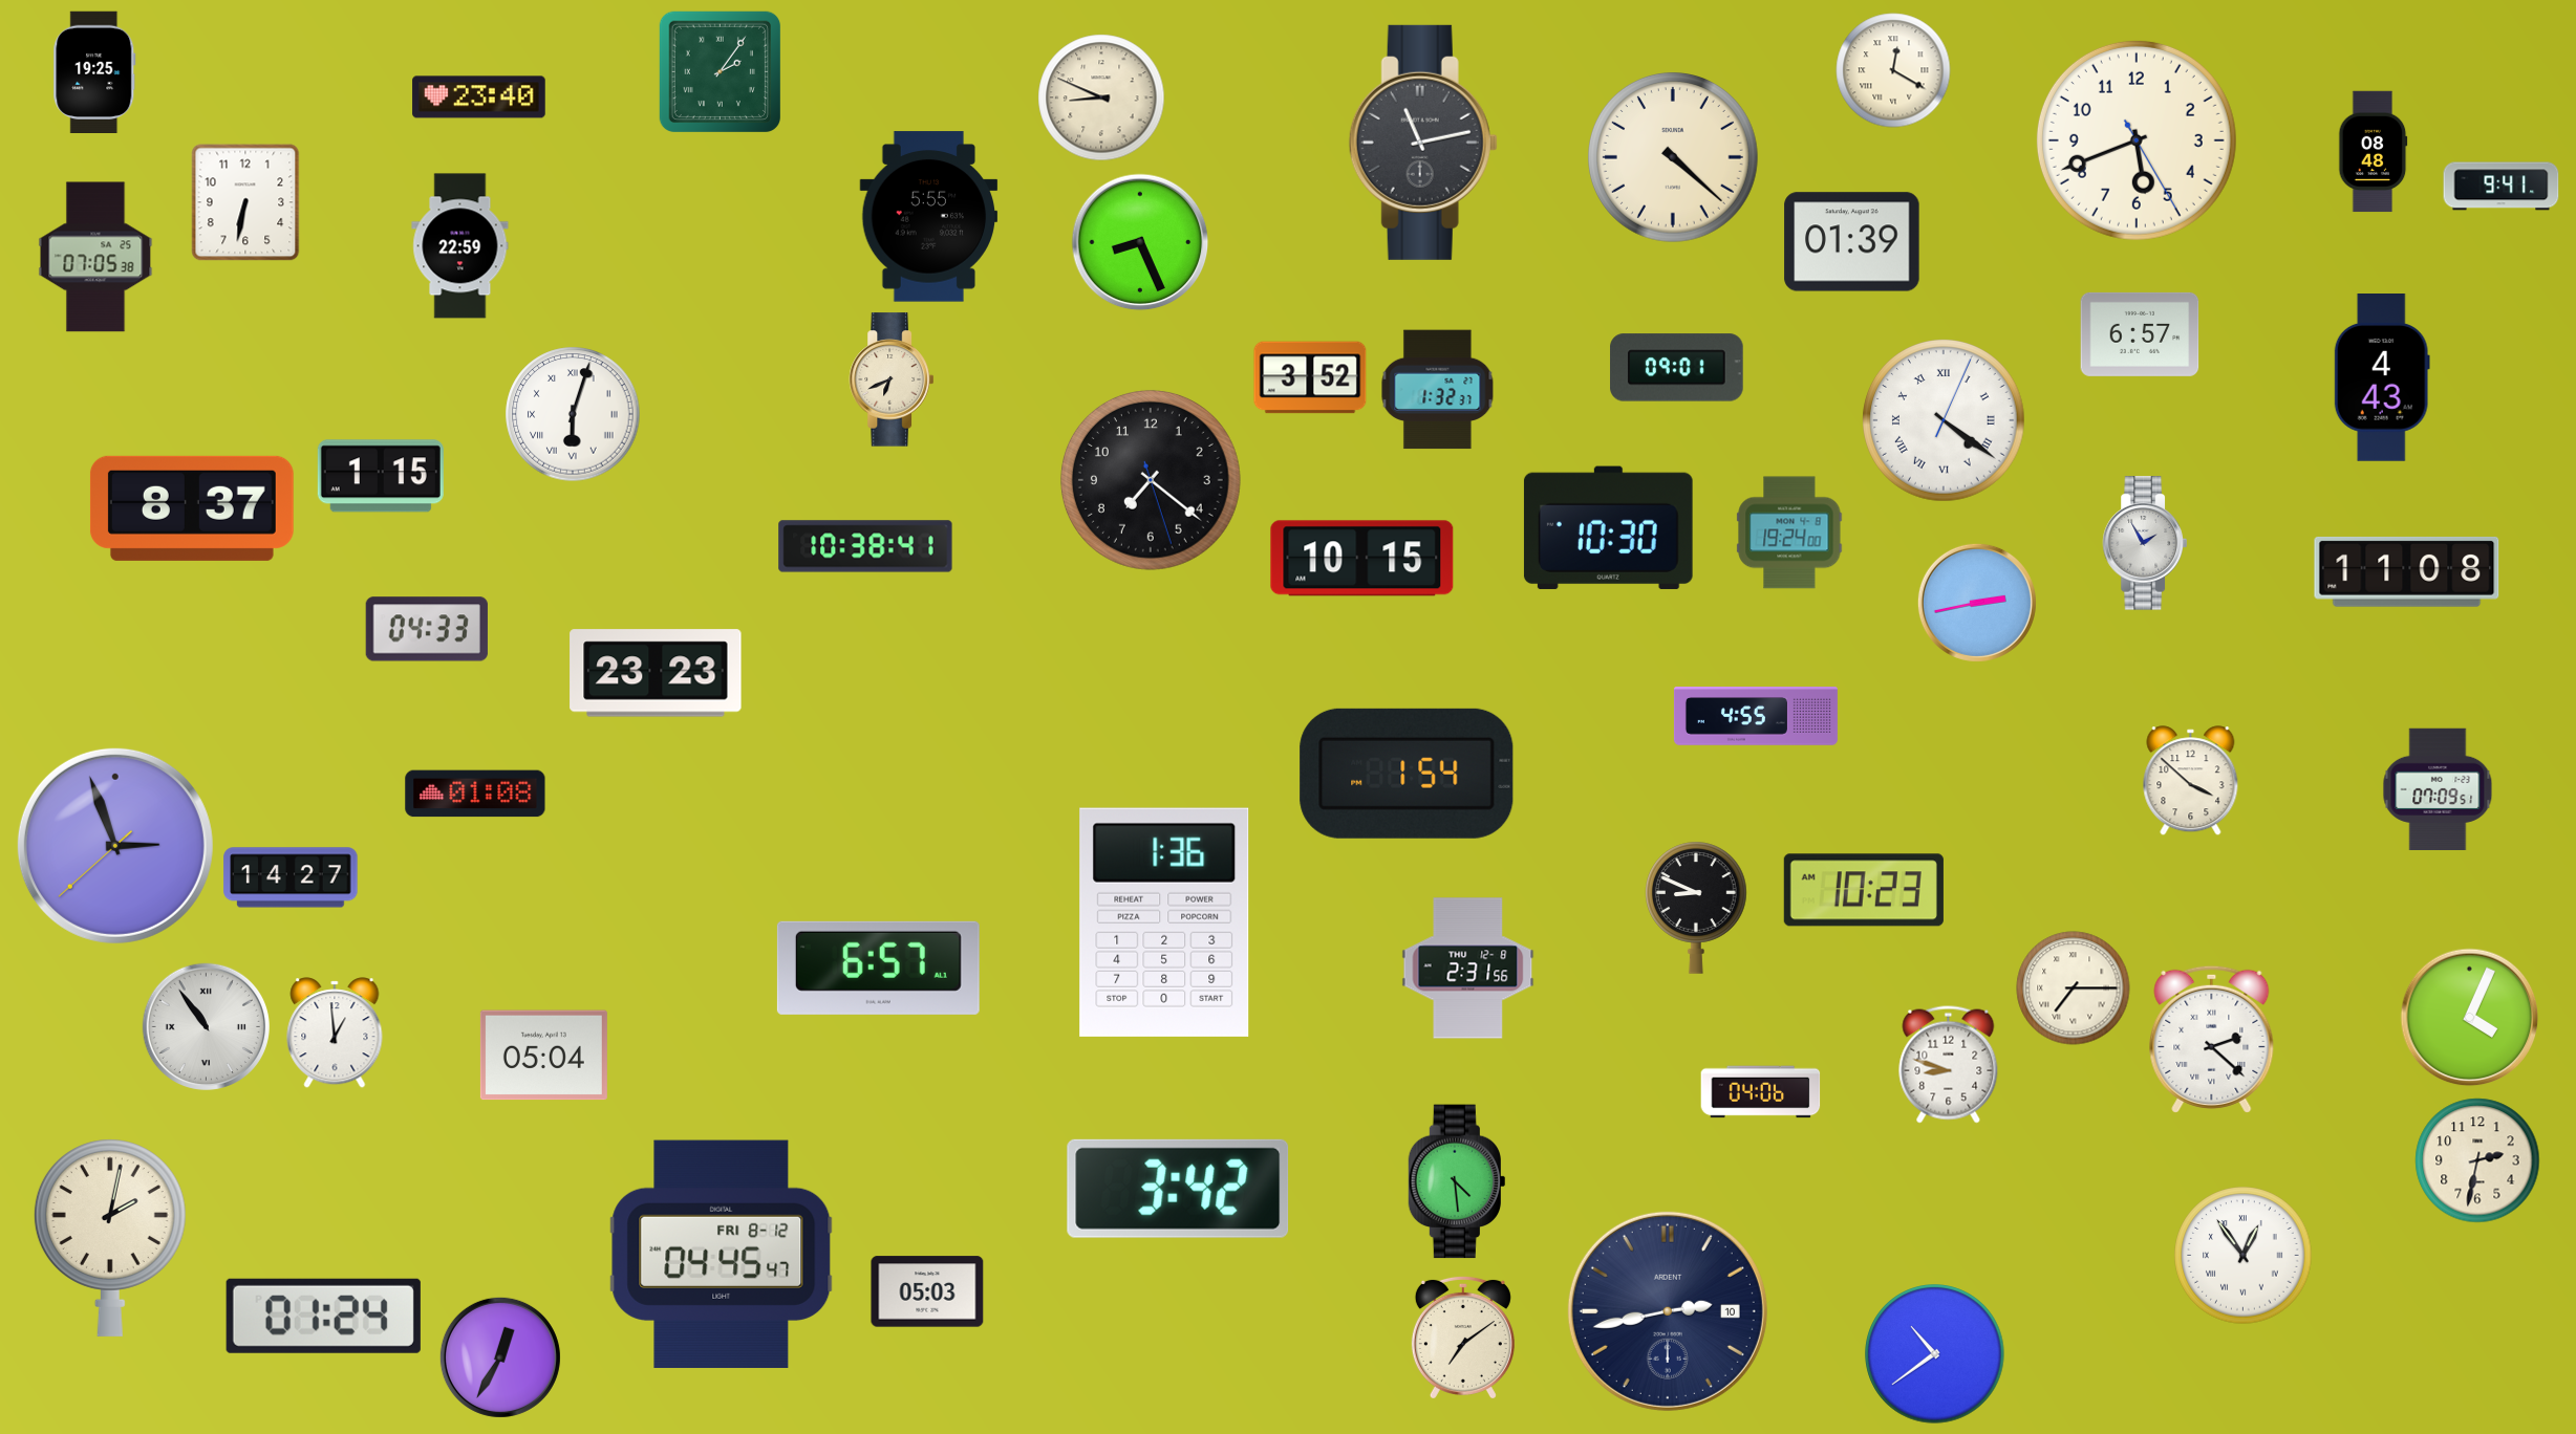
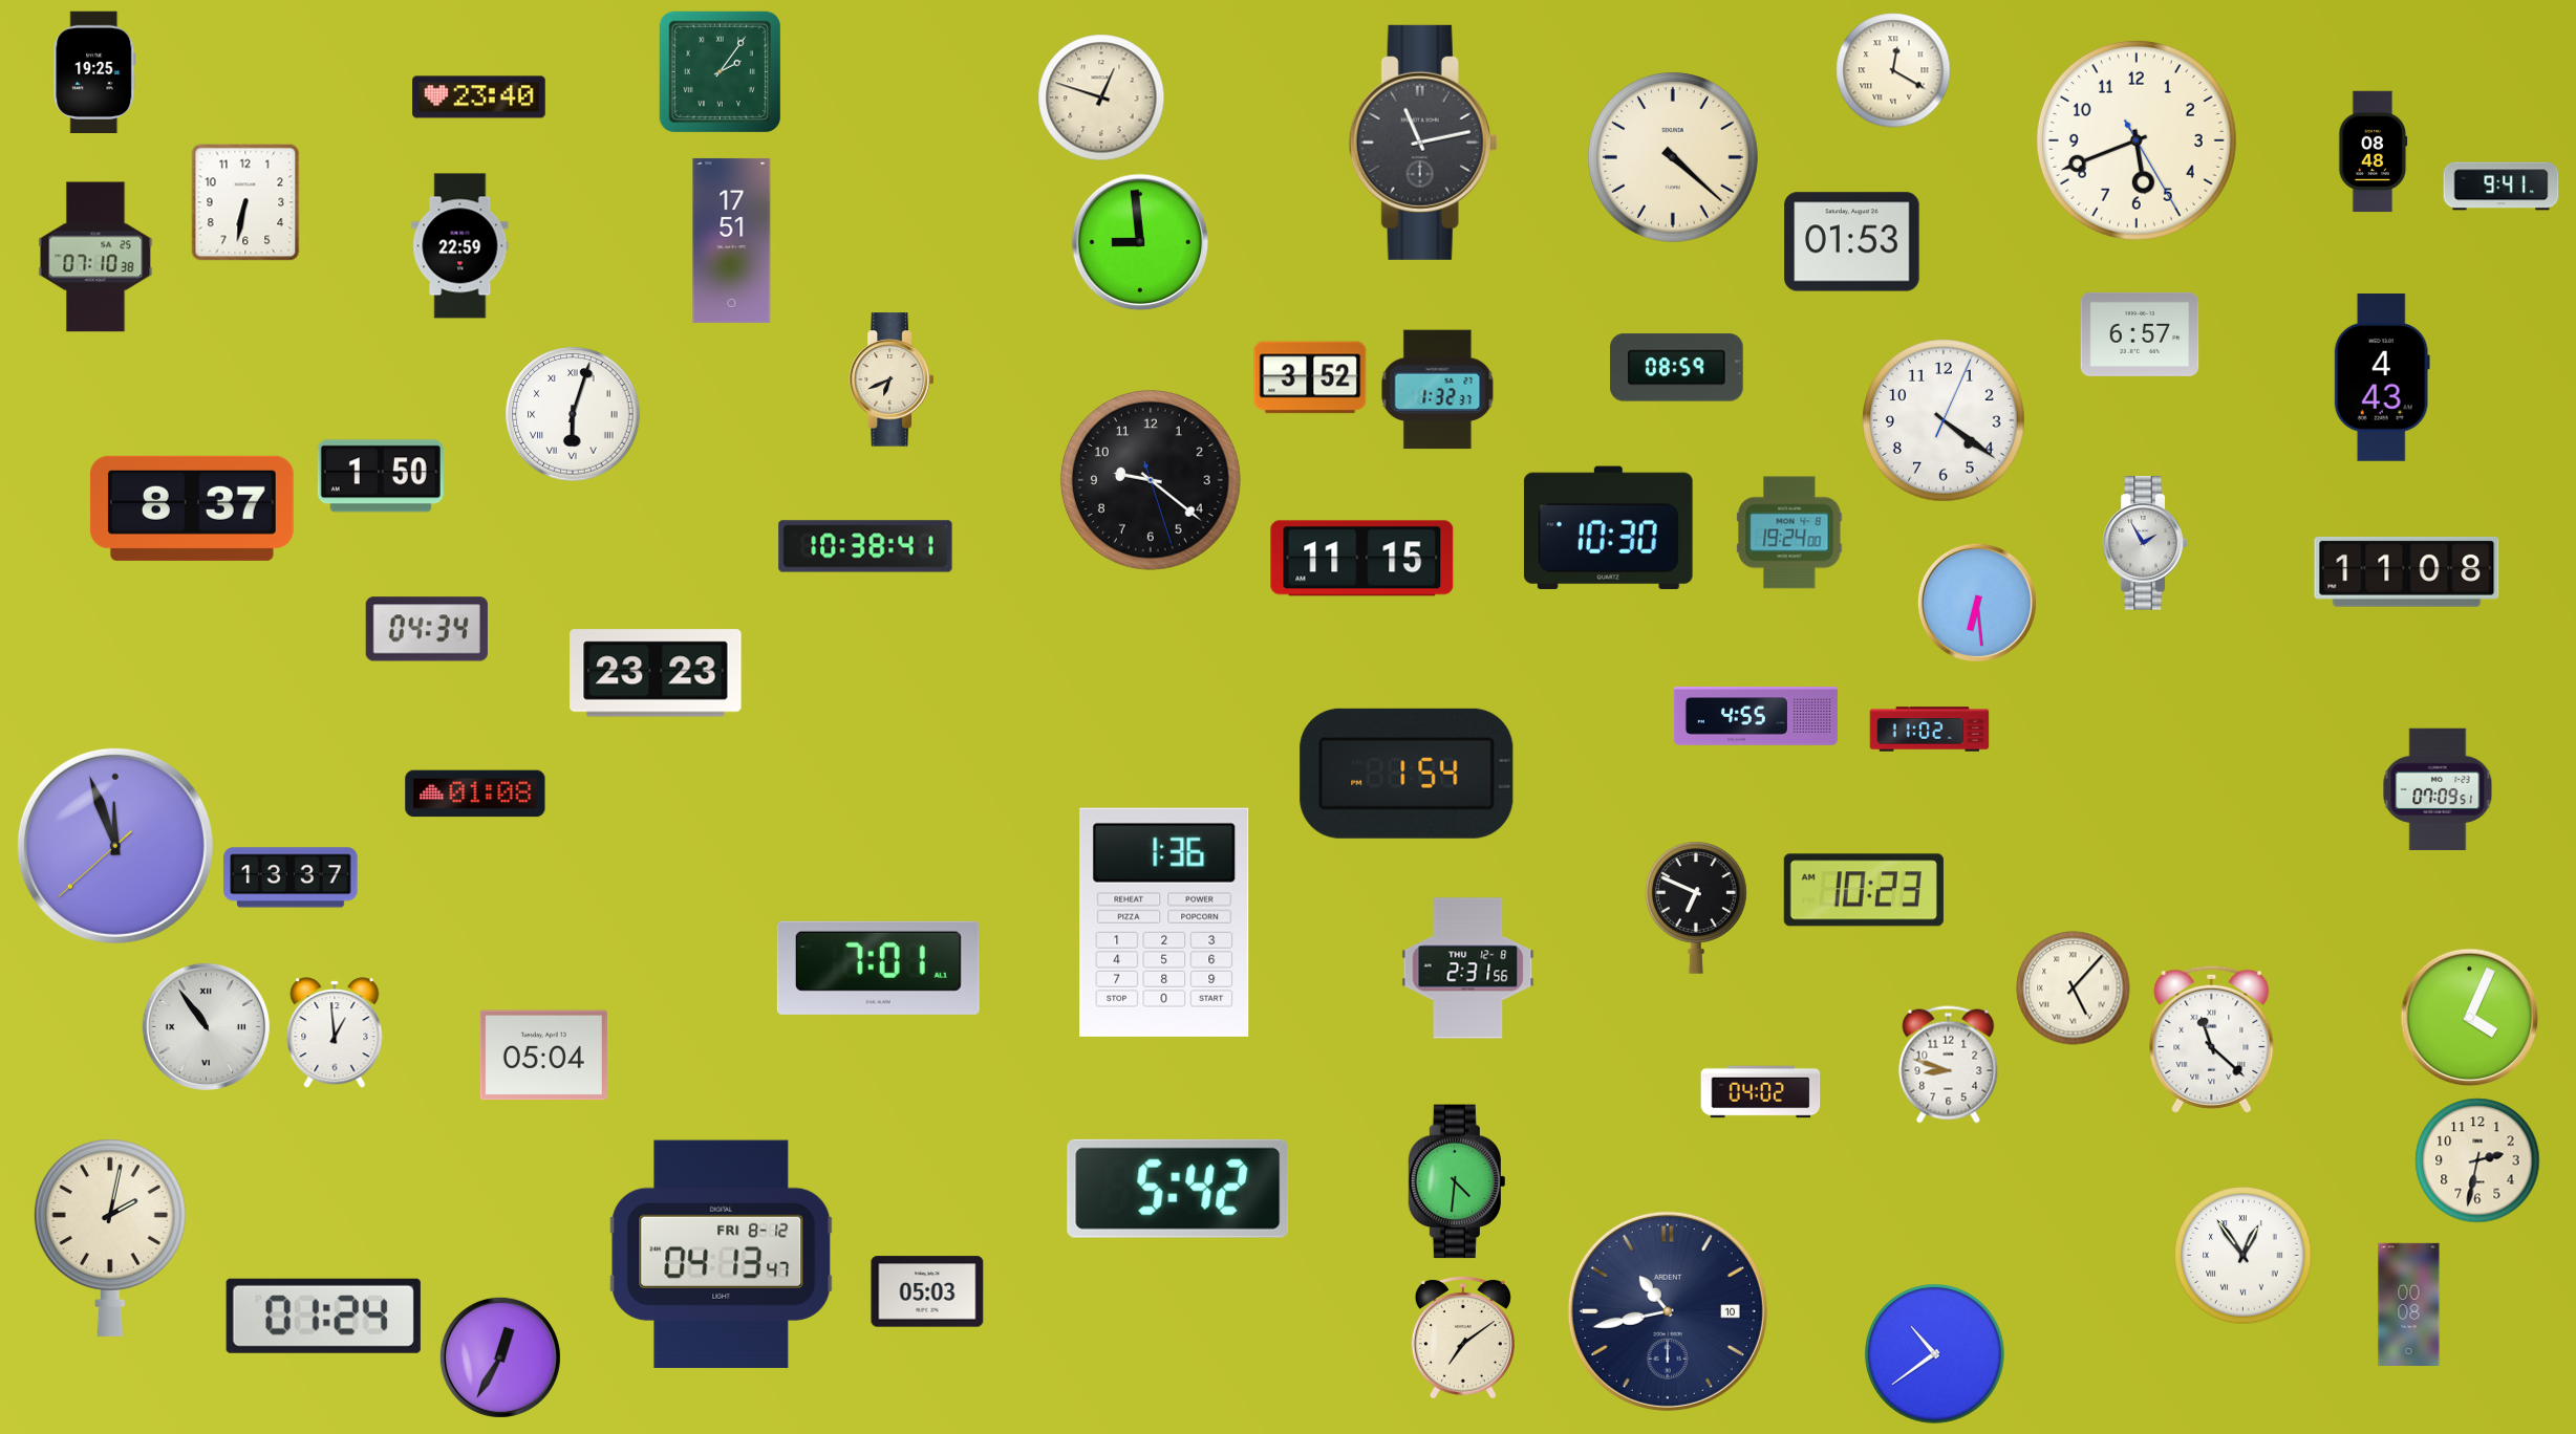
clock at (1101, 97): 8:49 -> 12:48
clock at (929, 217): 5:55 -> none
clock at (732, 240): none -> 17:51
clock at (1140, 242): 8:26 -> 8:59
clock at (1852, 242): 01:39 -> 01:53
clock at (95, 257): 07:05 -> 07:10
clock at (1677, 368): 09:01 -> 08:59
clock at (1945, 421) numerals: Roman -> Arabic
clock at (381, 476): 1:15 -> 1:50
clock at (1151, 480): 7:21 -> 9:21
clock at (1362, 559): 10:15 -> 11:15
clock at (1977, 603): 2:43 -> 6:29
clock at (427, 629): 04:33 -> 04:34
clock at (1930, 730): none -> 11:02
clock at (2191, 781): 3:52 -> none
clock at (115, 846): 2:56 -> 11:56
clock at (291, 877): 14:27 -> 13:37
clock at (1696, 908): 8:49 -> 6:49
clock at (878, 968): 6:57 -> 7:01
clock at (2074, 988): 7:15 -> 5:07
clock at (2212, 1039): 2:22 -> 11:22
clock at (1761, 1092): 04:06 -> 04:02
clock at (1457, 1181): 4:29 -> 4:31
clock at (1178, 1189): 3:42 -> 5:42
clock at (722, 1254): 04:45 -> 04:13
clock at (2409, 1304): none -> 00:08
clock at (1668, 1311): 2:43 -> 10:43
